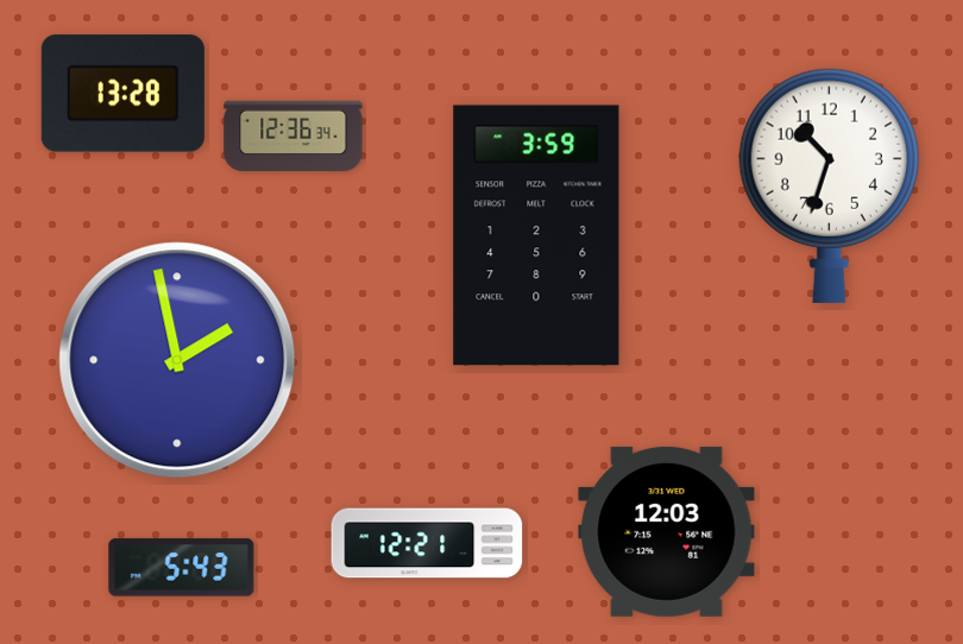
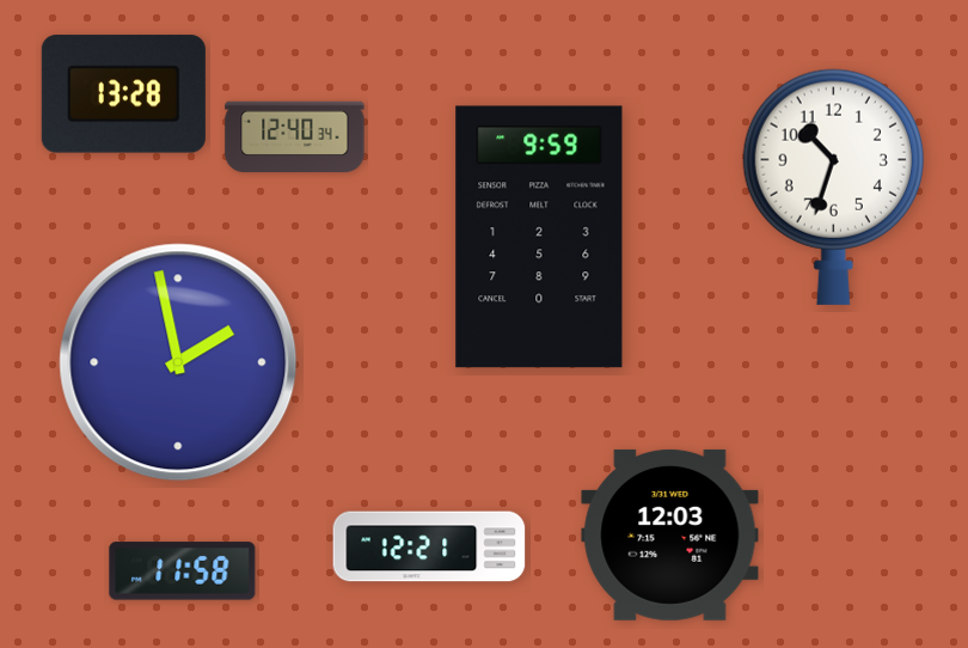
clock at (294, 137): 12:36 -> 12:40
clock at (536, 235): 3:59 -> 9:59
clock at (182, 568): 5:43 -> 11:58
